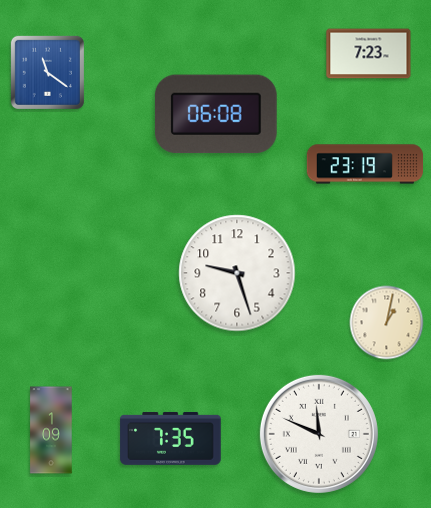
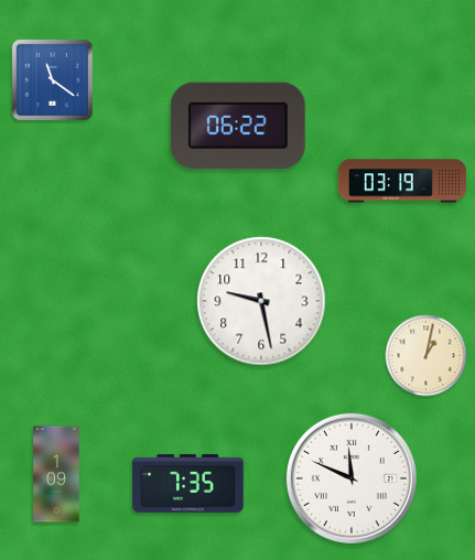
clock at (369, 54): 7:23 -> none
clock at (216, 114): 06:08 -> 06:22
clock at (365, 164): 23:19 -> 03:19
clock at (237, 273): 9:27 -> 9:28
